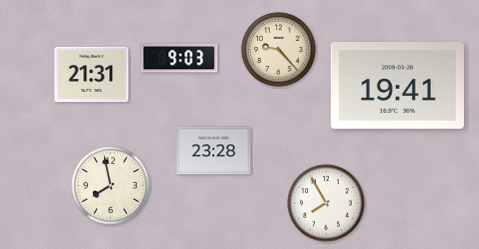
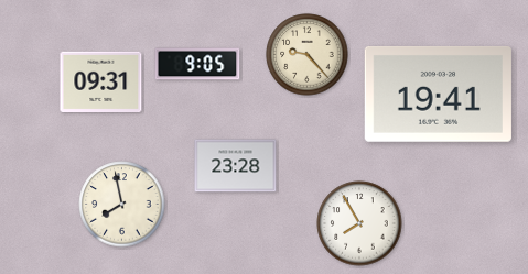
clock at (179, 58): 9:03 -> 9:05
clock at (92, 74): 21:31 -> 09:31
